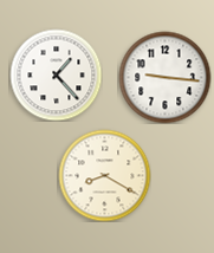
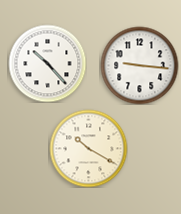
clock at (56, 74): 1:23 -> 10:23
clock at (104, 175): 8:20 -> 10:20
